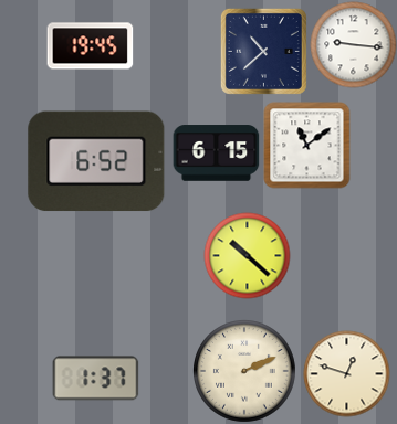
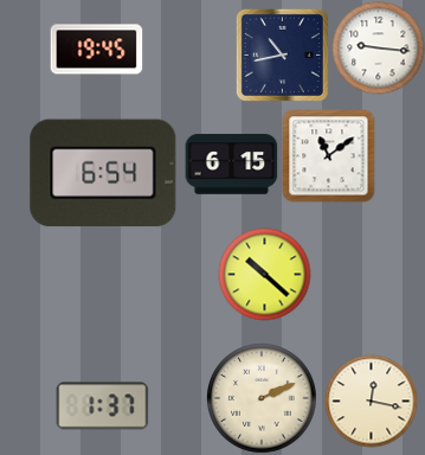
clock at (263, 51): 10:38 -> 10:43
clock at (96, 161): 6:52 -> 6:54
clock at (346, 373): 12:48 -> 12:17
